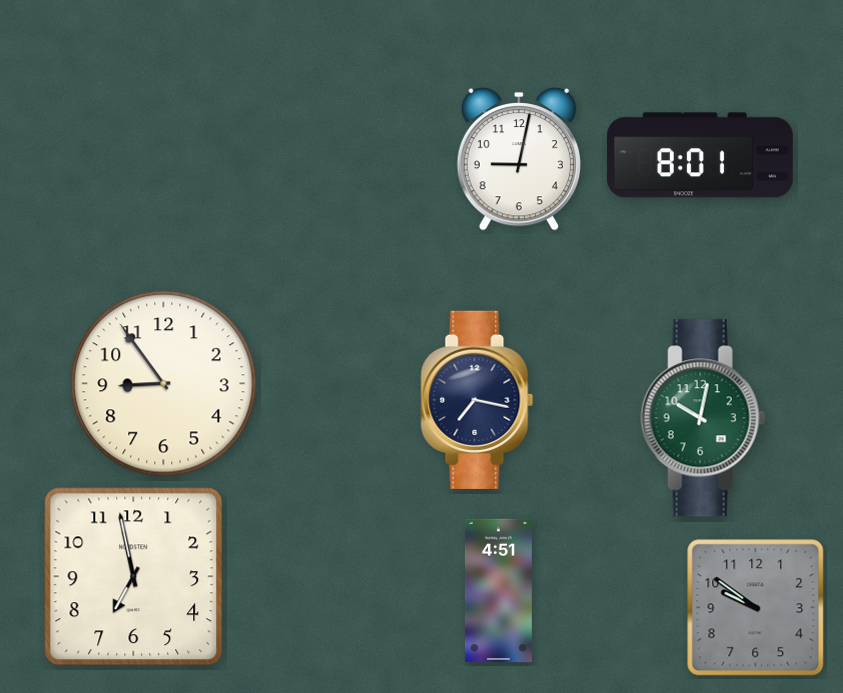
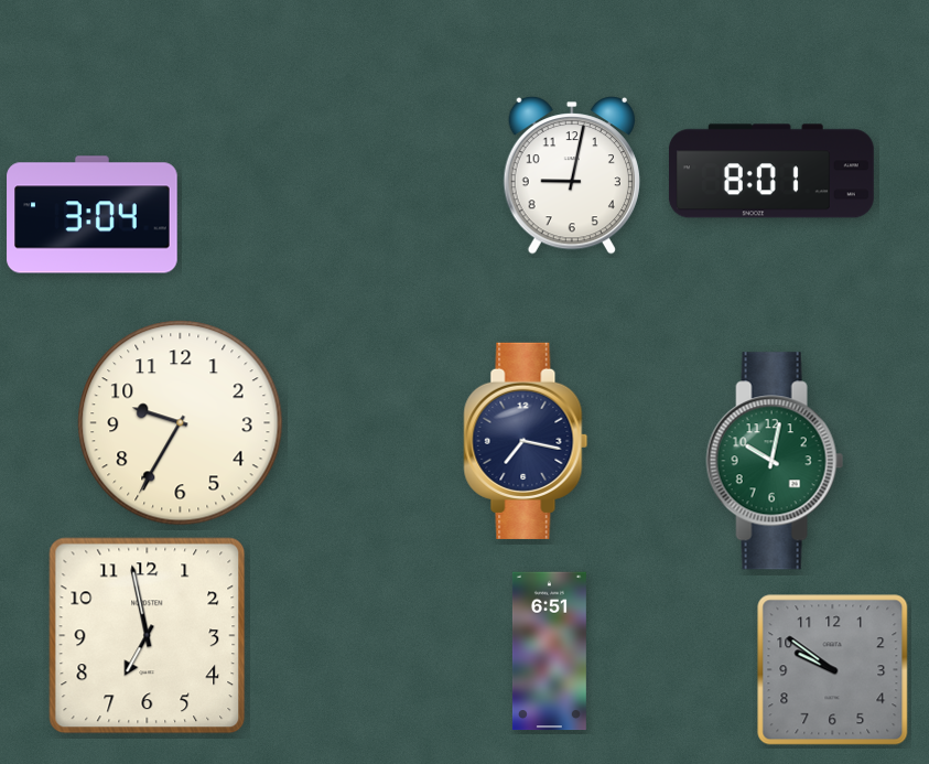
clock at (93, 215): none -> 3:04
clock at (164, 384): 8:54 -> 9:35
clock at (498, 591): 4:51 -> 6:51
